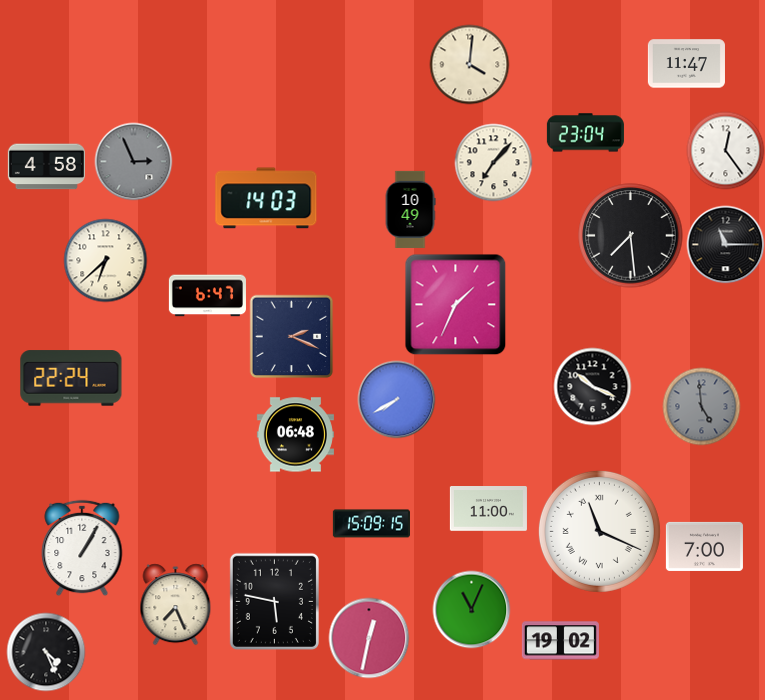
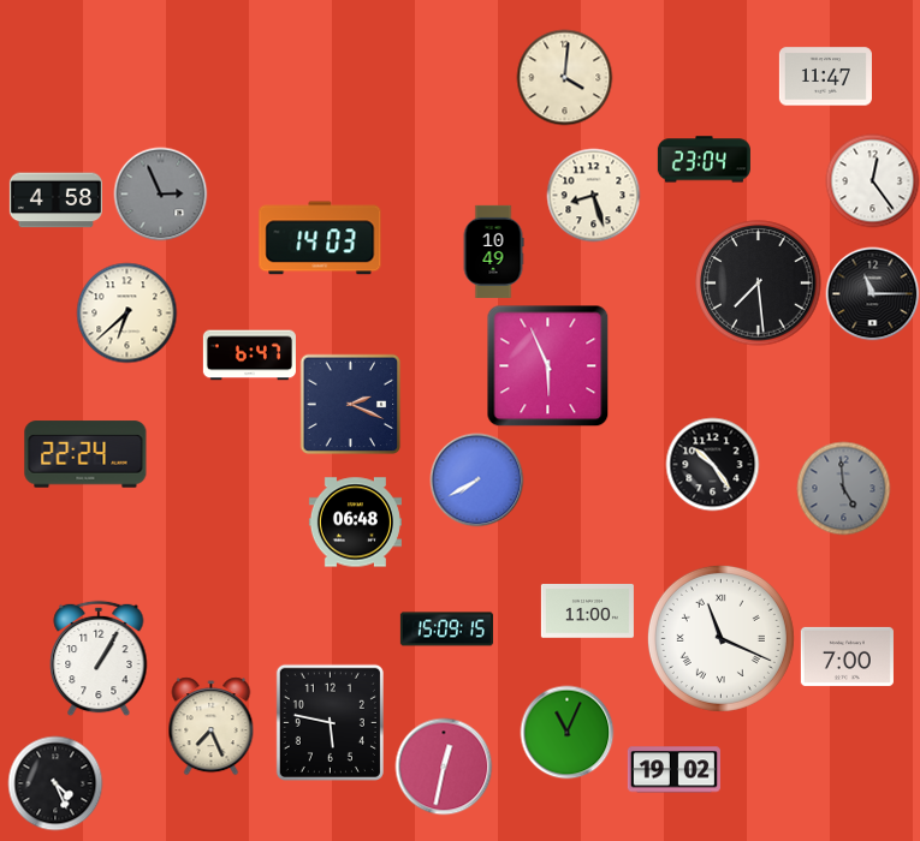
clock at (493, 162): 7:07 -> 8:27
clock at (455, 304): 1:34 -> 5:56
clock at (592, 386): 10:19 -> 10:24
